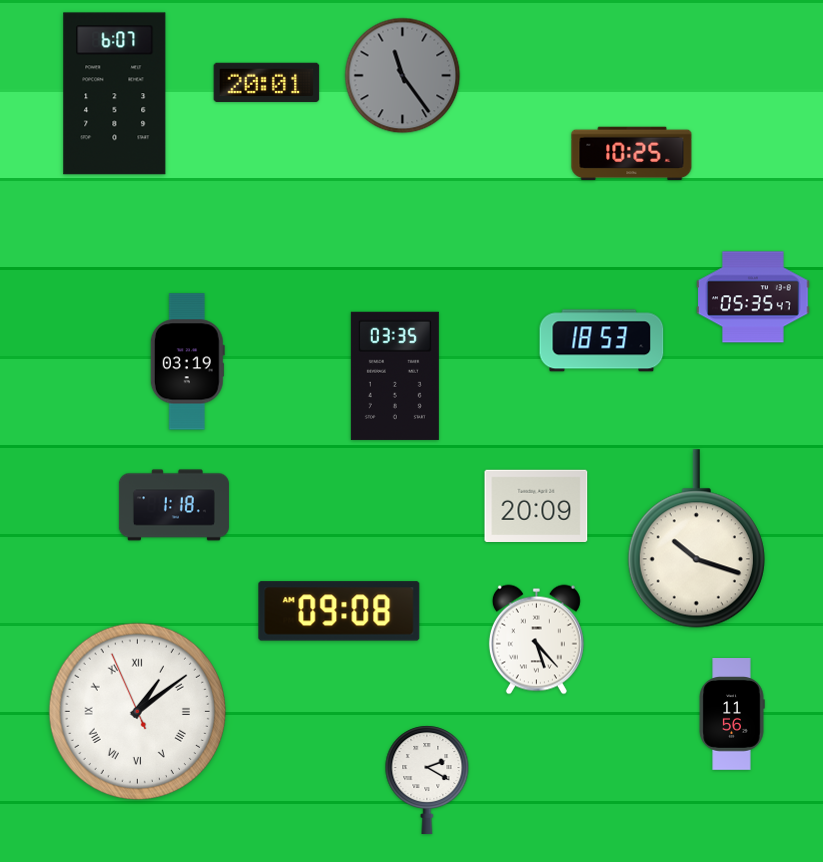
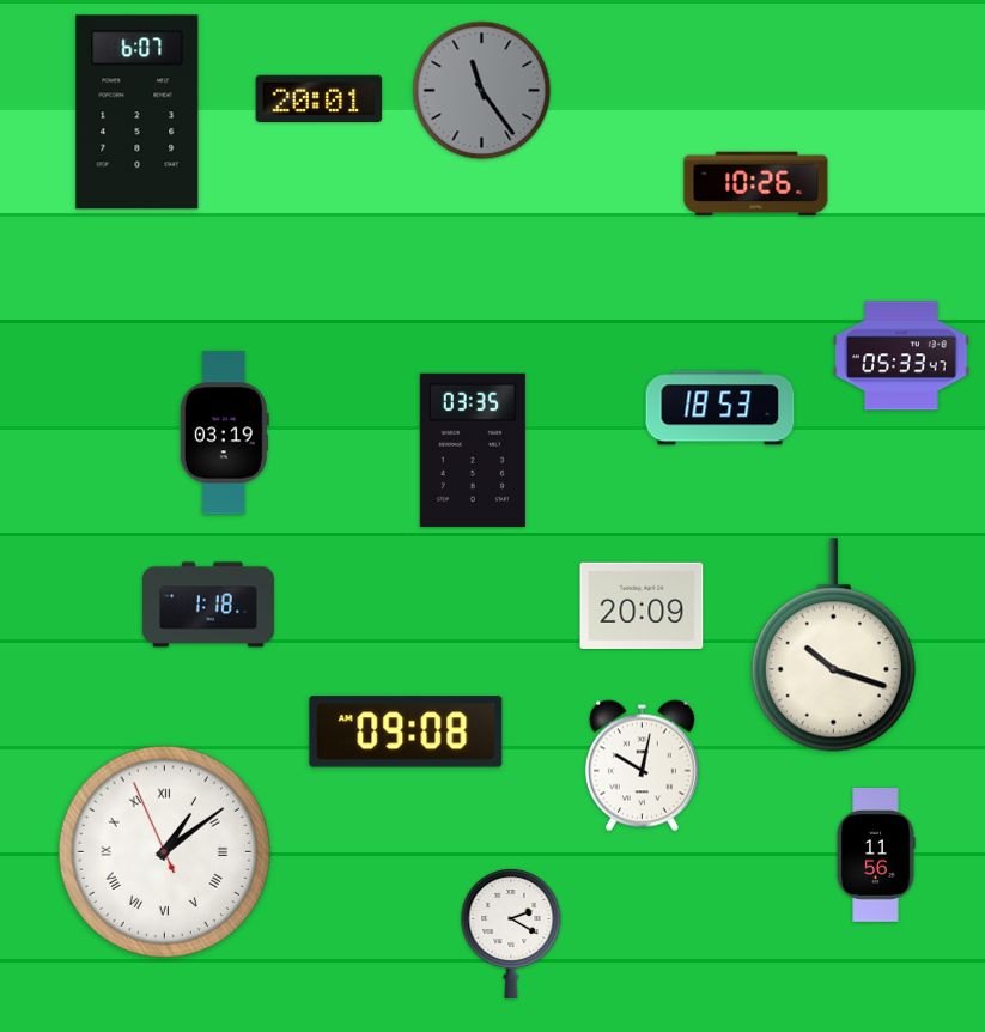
clock at (632, 154): 10:25 -> 10:26
clock at (753, 297): 05:35 -> 05:33
clock at (536, 640): 5:23 -> 10:02
